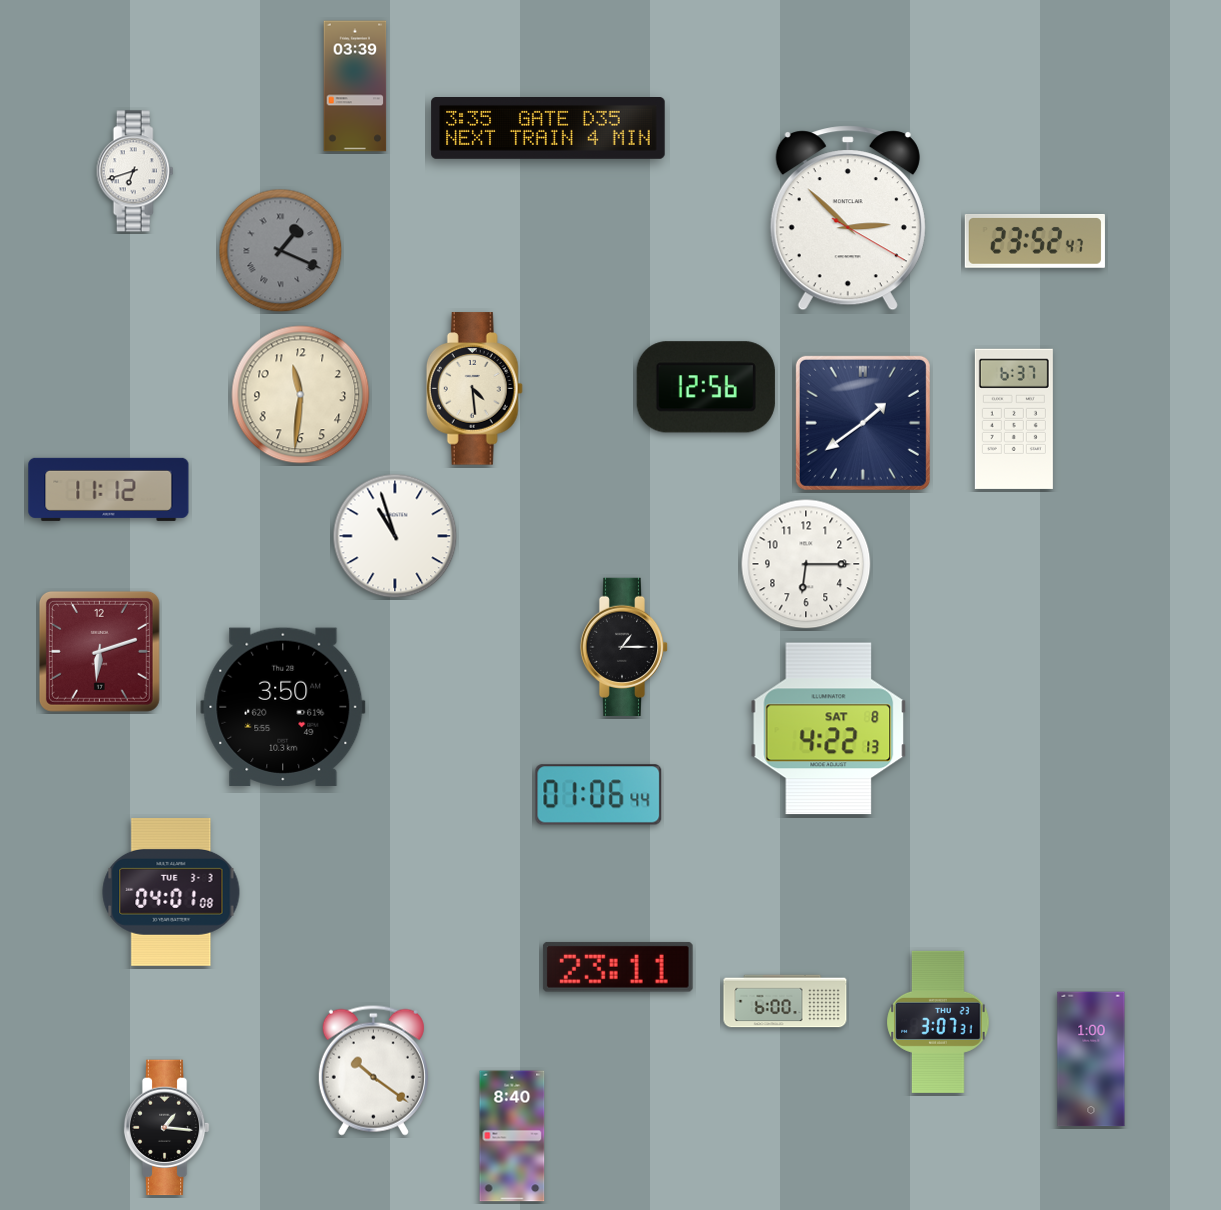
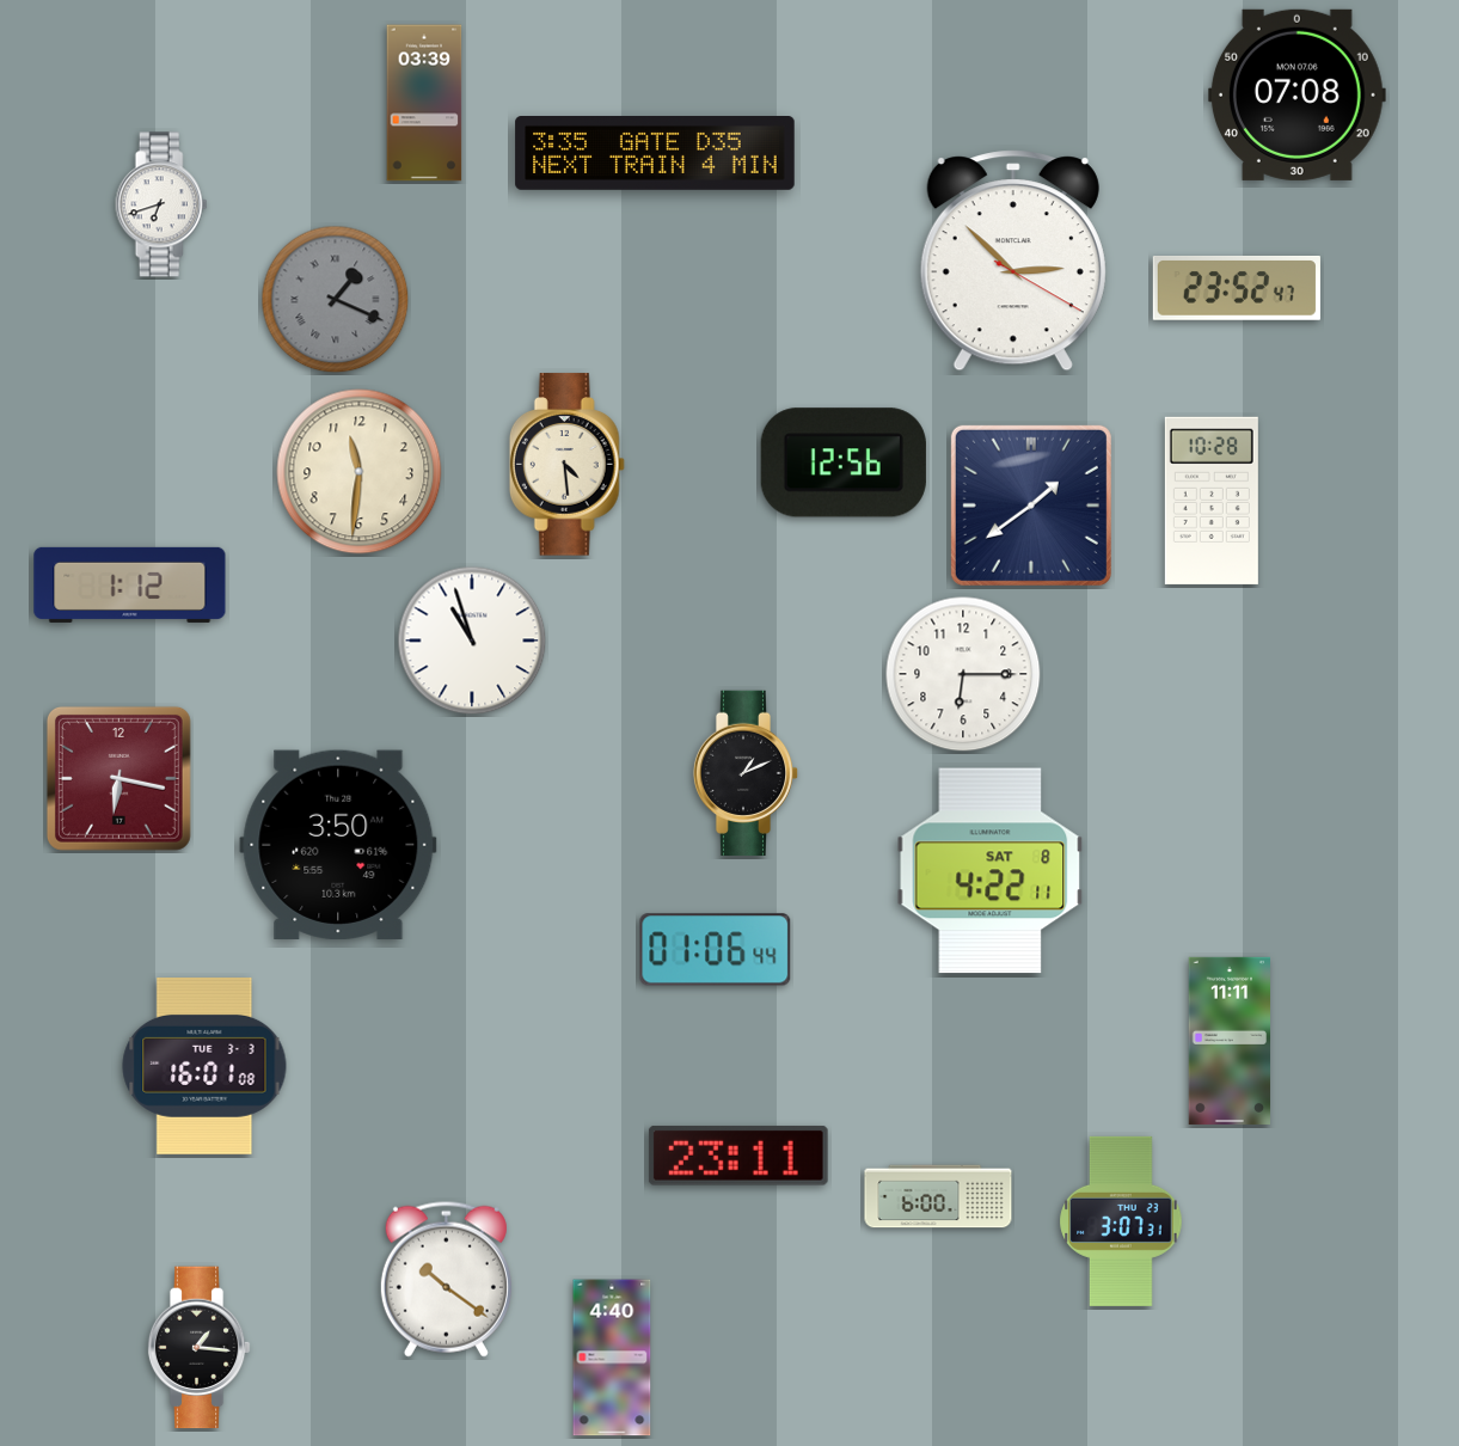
clock at (1296, 94): none -> 07:08
clock at (1014, 419): 6:37 -> 10:28
clock at (109, 489): 11:12 -> 1:12
clock at (624, 646): 1:15 -> 1:11
clock at (99, 651): 6:12 -> 6:17
clock at (829, 729): 4:22:13 -> 4:22:11
clock at (1230, 1041): none -> 11:11
clock at (171, 892): 04:01 -> 16:01
clock at (1091, 1059): 1:00 -> none
clock at (512, 1136): 8:40 -> 4:40
